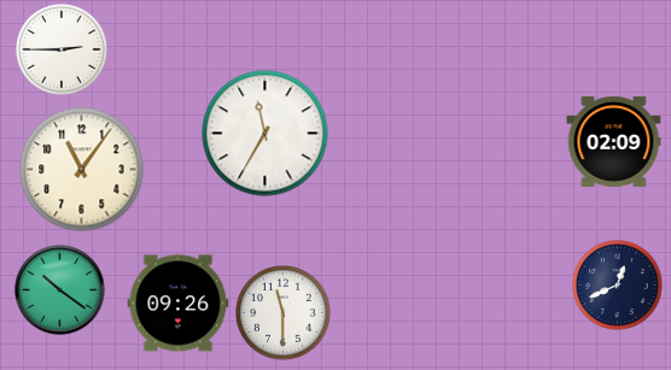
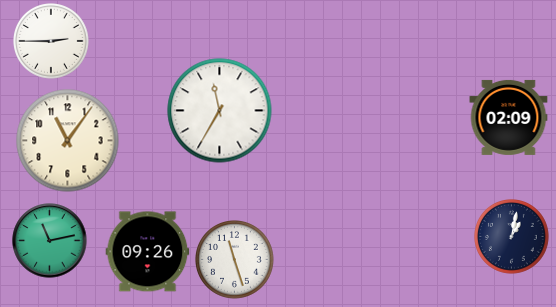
clock at (618, 286): 12:41 -> 1:02
clock at (60, 290): 10:21 -> 11:13
clock at (284, 313): 11:30 -> 11:27
